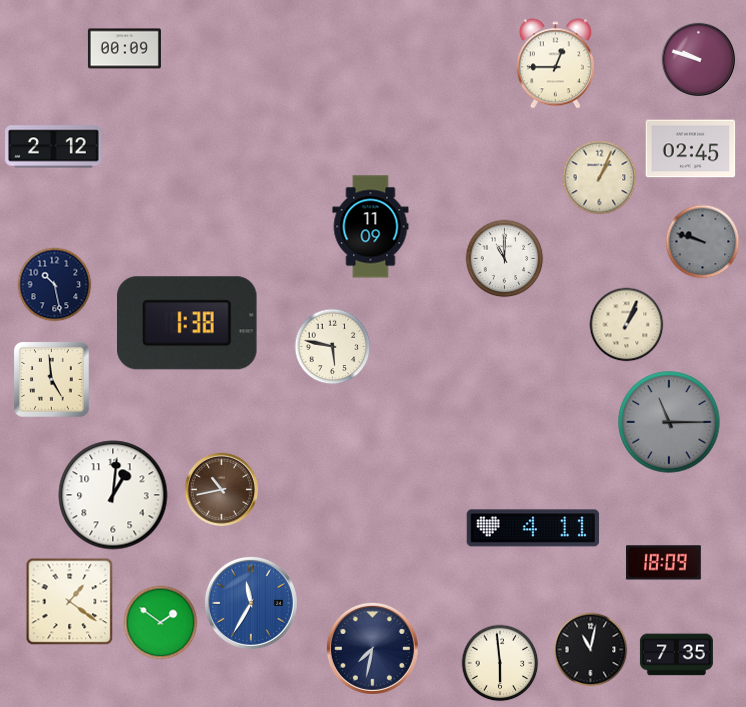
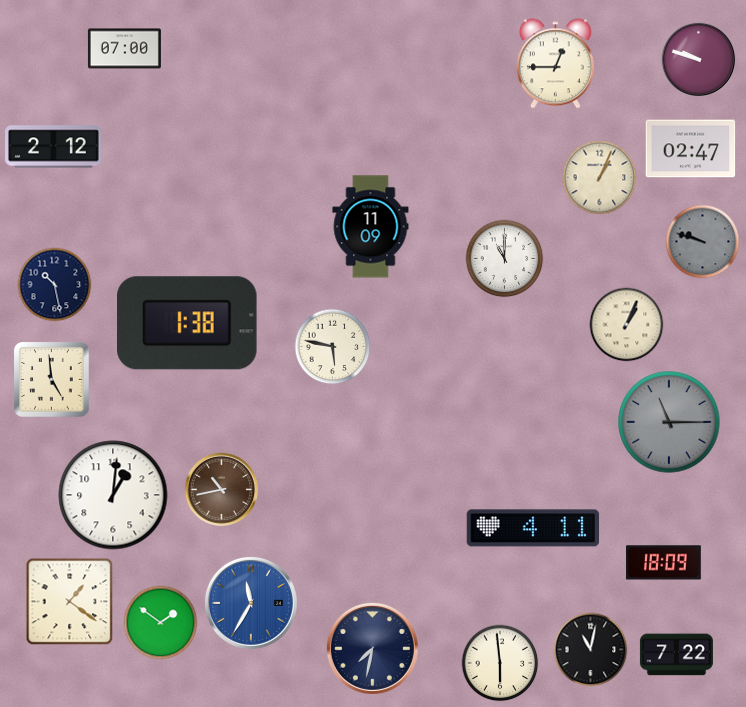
clock at (124, 49): 00:09 -> 07:00
clock at (691, 149): 02:45 -> 02:47
clock at (676, 655): 7:35 -> 7:22
